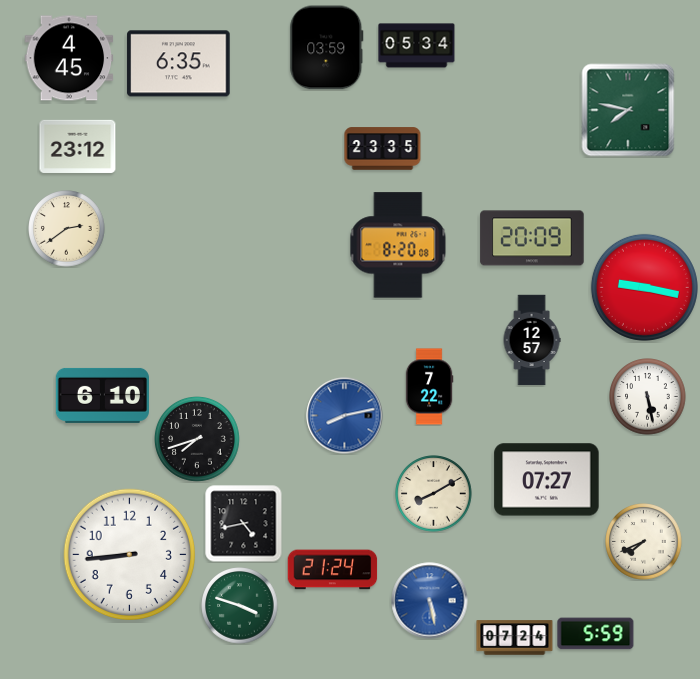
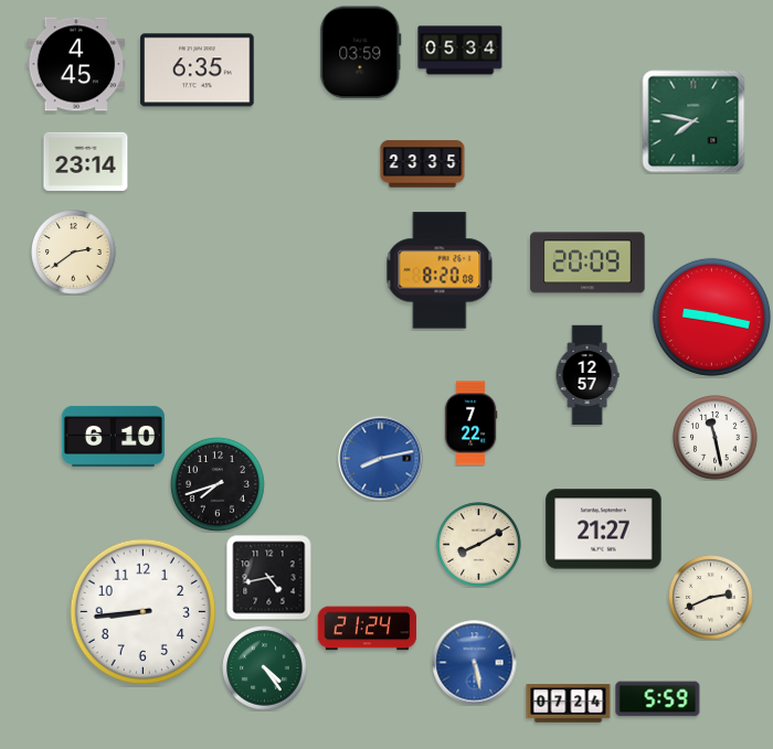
clock at (78, 146): 23:12 -> 23:14
clock at (429, 387) position: (429, 387) -> (470, 424)
clock at (648, 397): 5:28 -> 11:28
clock at (547, 480): 07:27 -> 21:27
clock at (644, 542): 7:41 -> 2:41
clock at (240, 606): 3:48 -> 4:24
